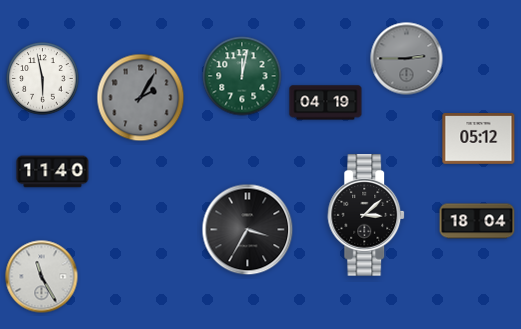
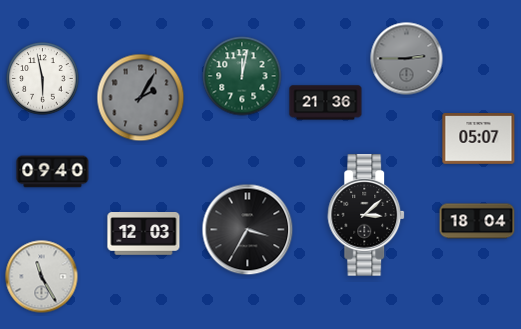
clock at (326, 103): 04:19 -> 21:36
clock at (479, 139): 05:12 -> 05:07
clock at (53, 172): 11:40 -> 09:40
clock at (144, 234): none -> 12:03
